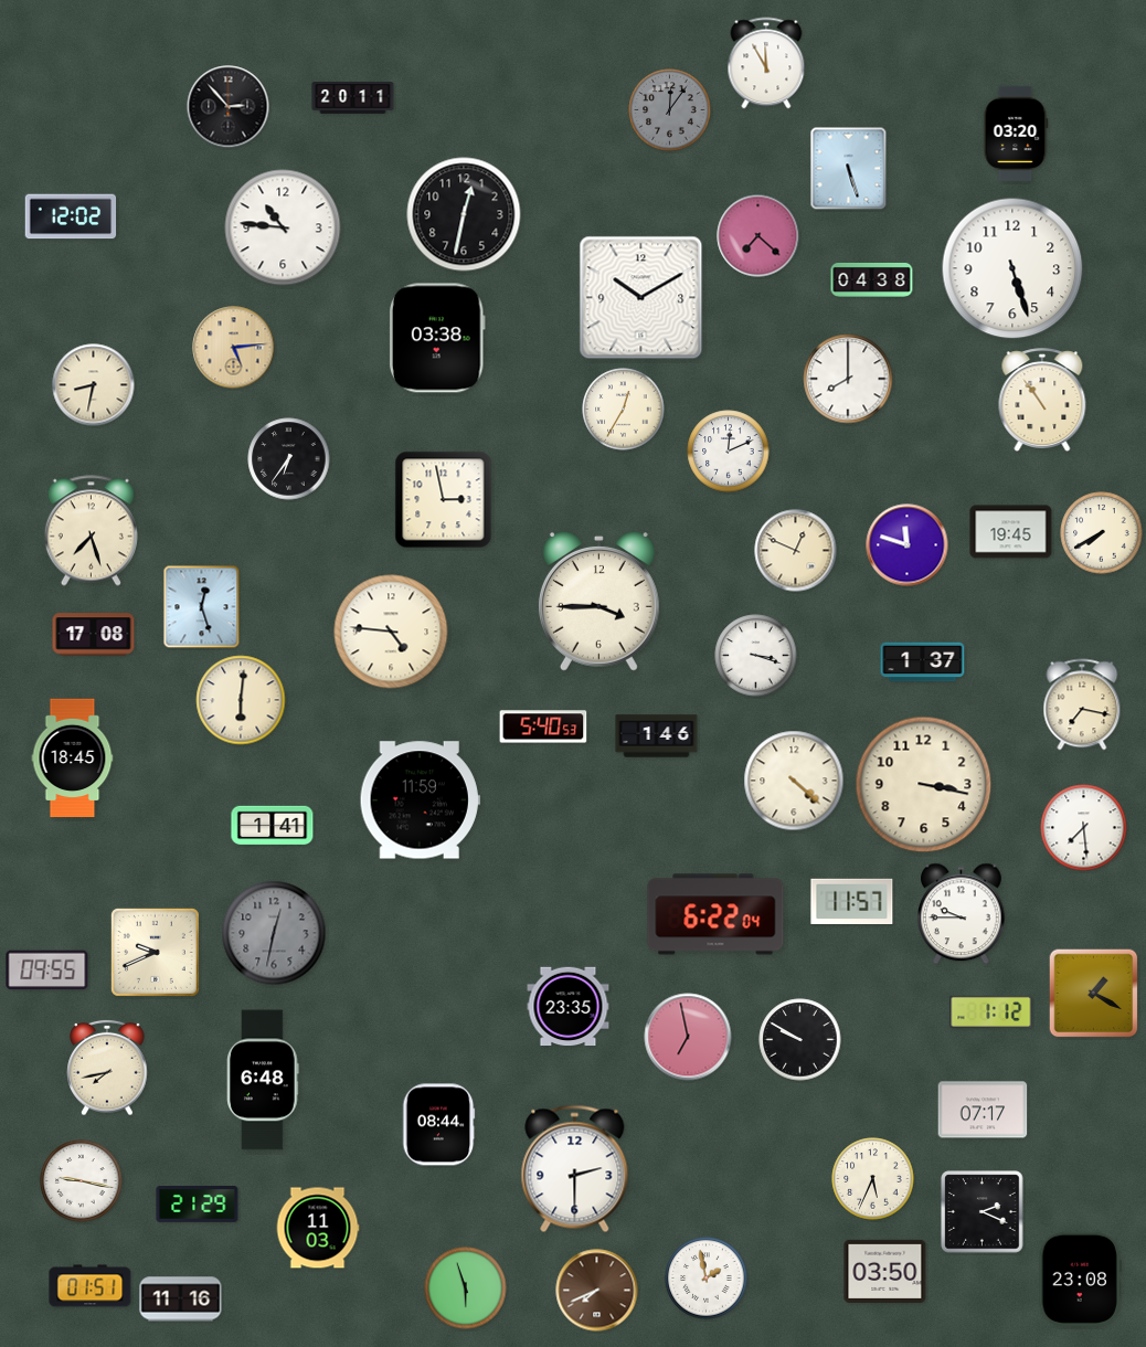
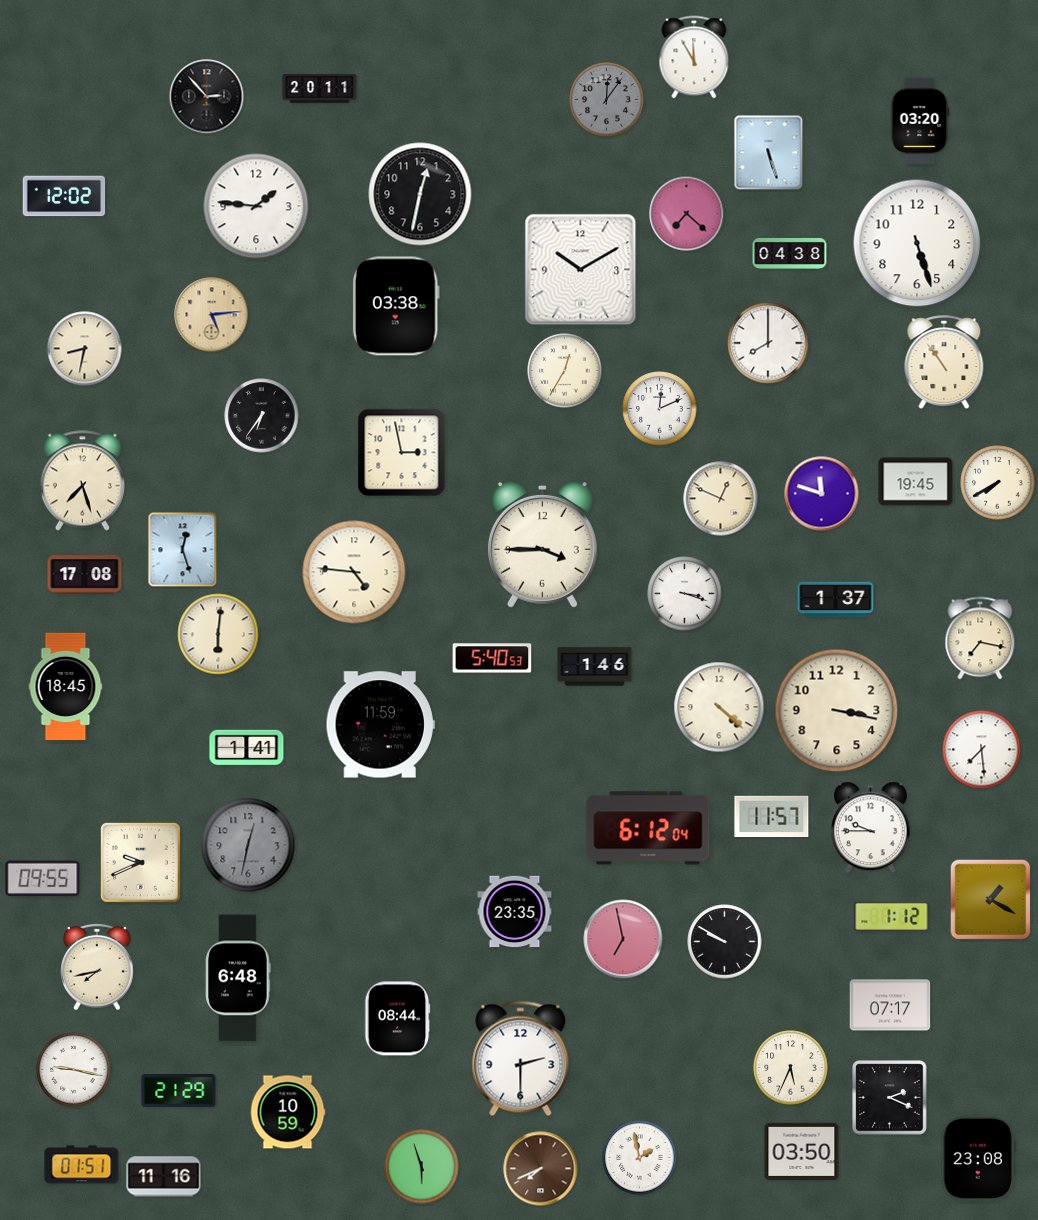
clock at (283, 227): 10:46 -> 1:46
clock at (715, 914): 6:22 -> 6:12
clock at (991, 1011) position: (991, 1011) -> (892, 916)
clock at (318, 1228): 11:03 -> 10:59
